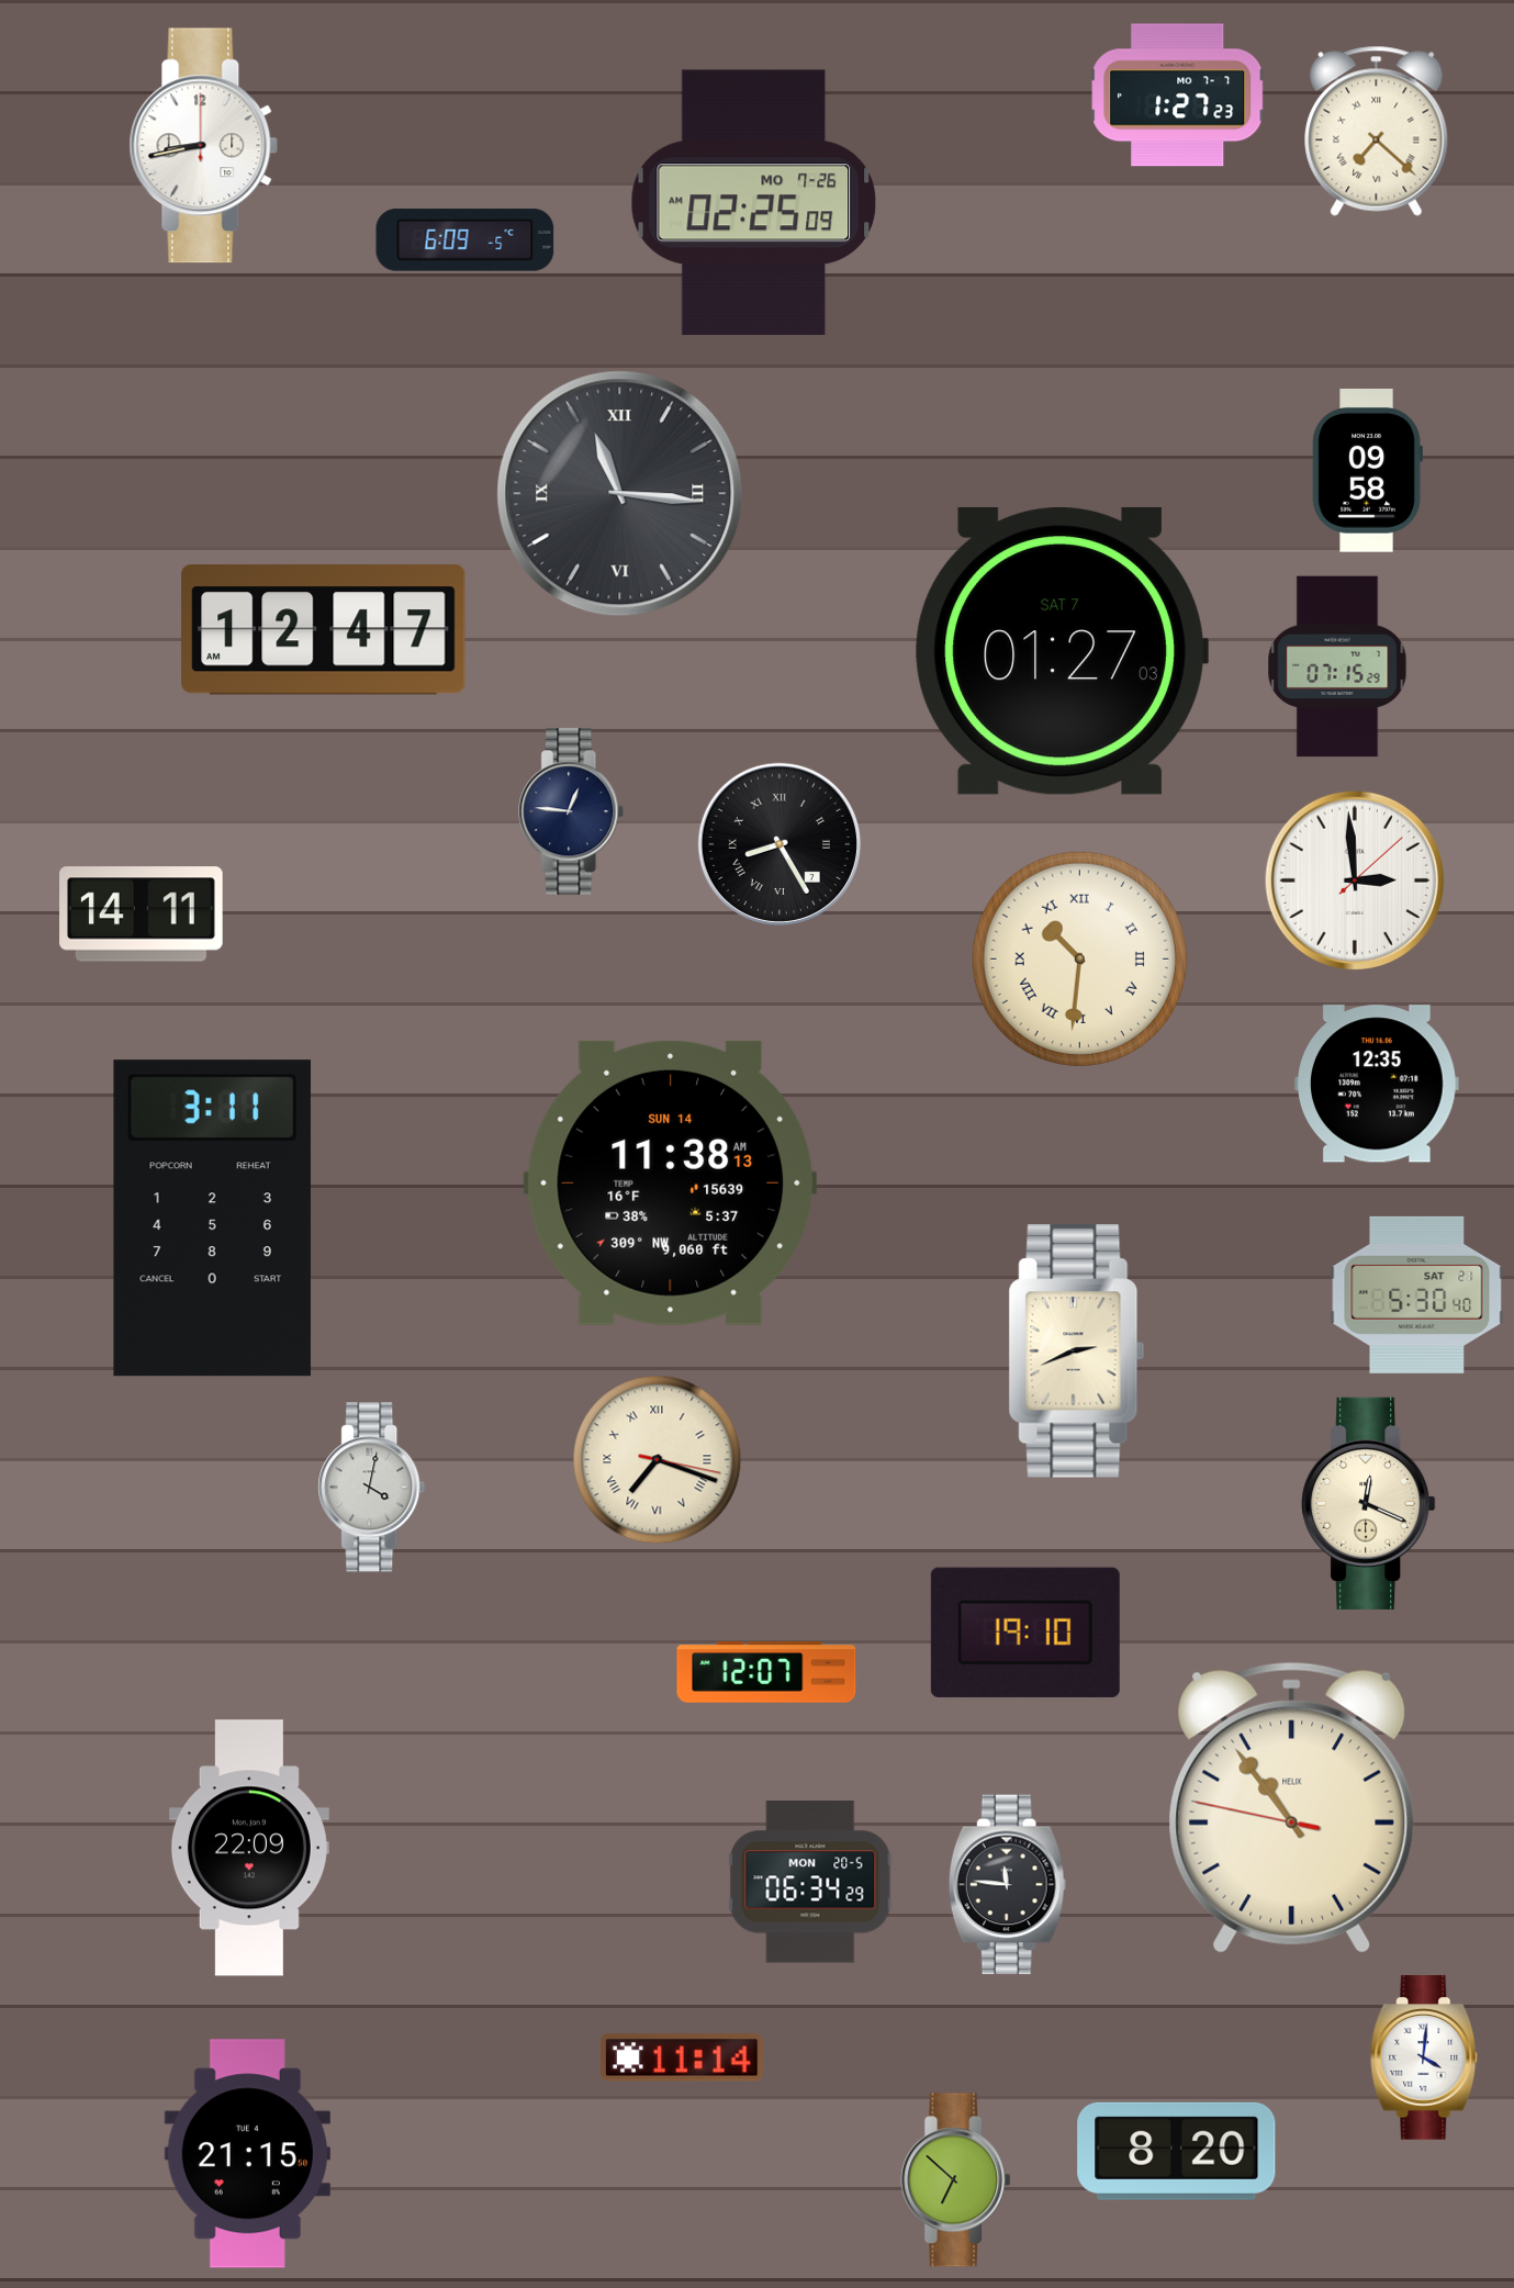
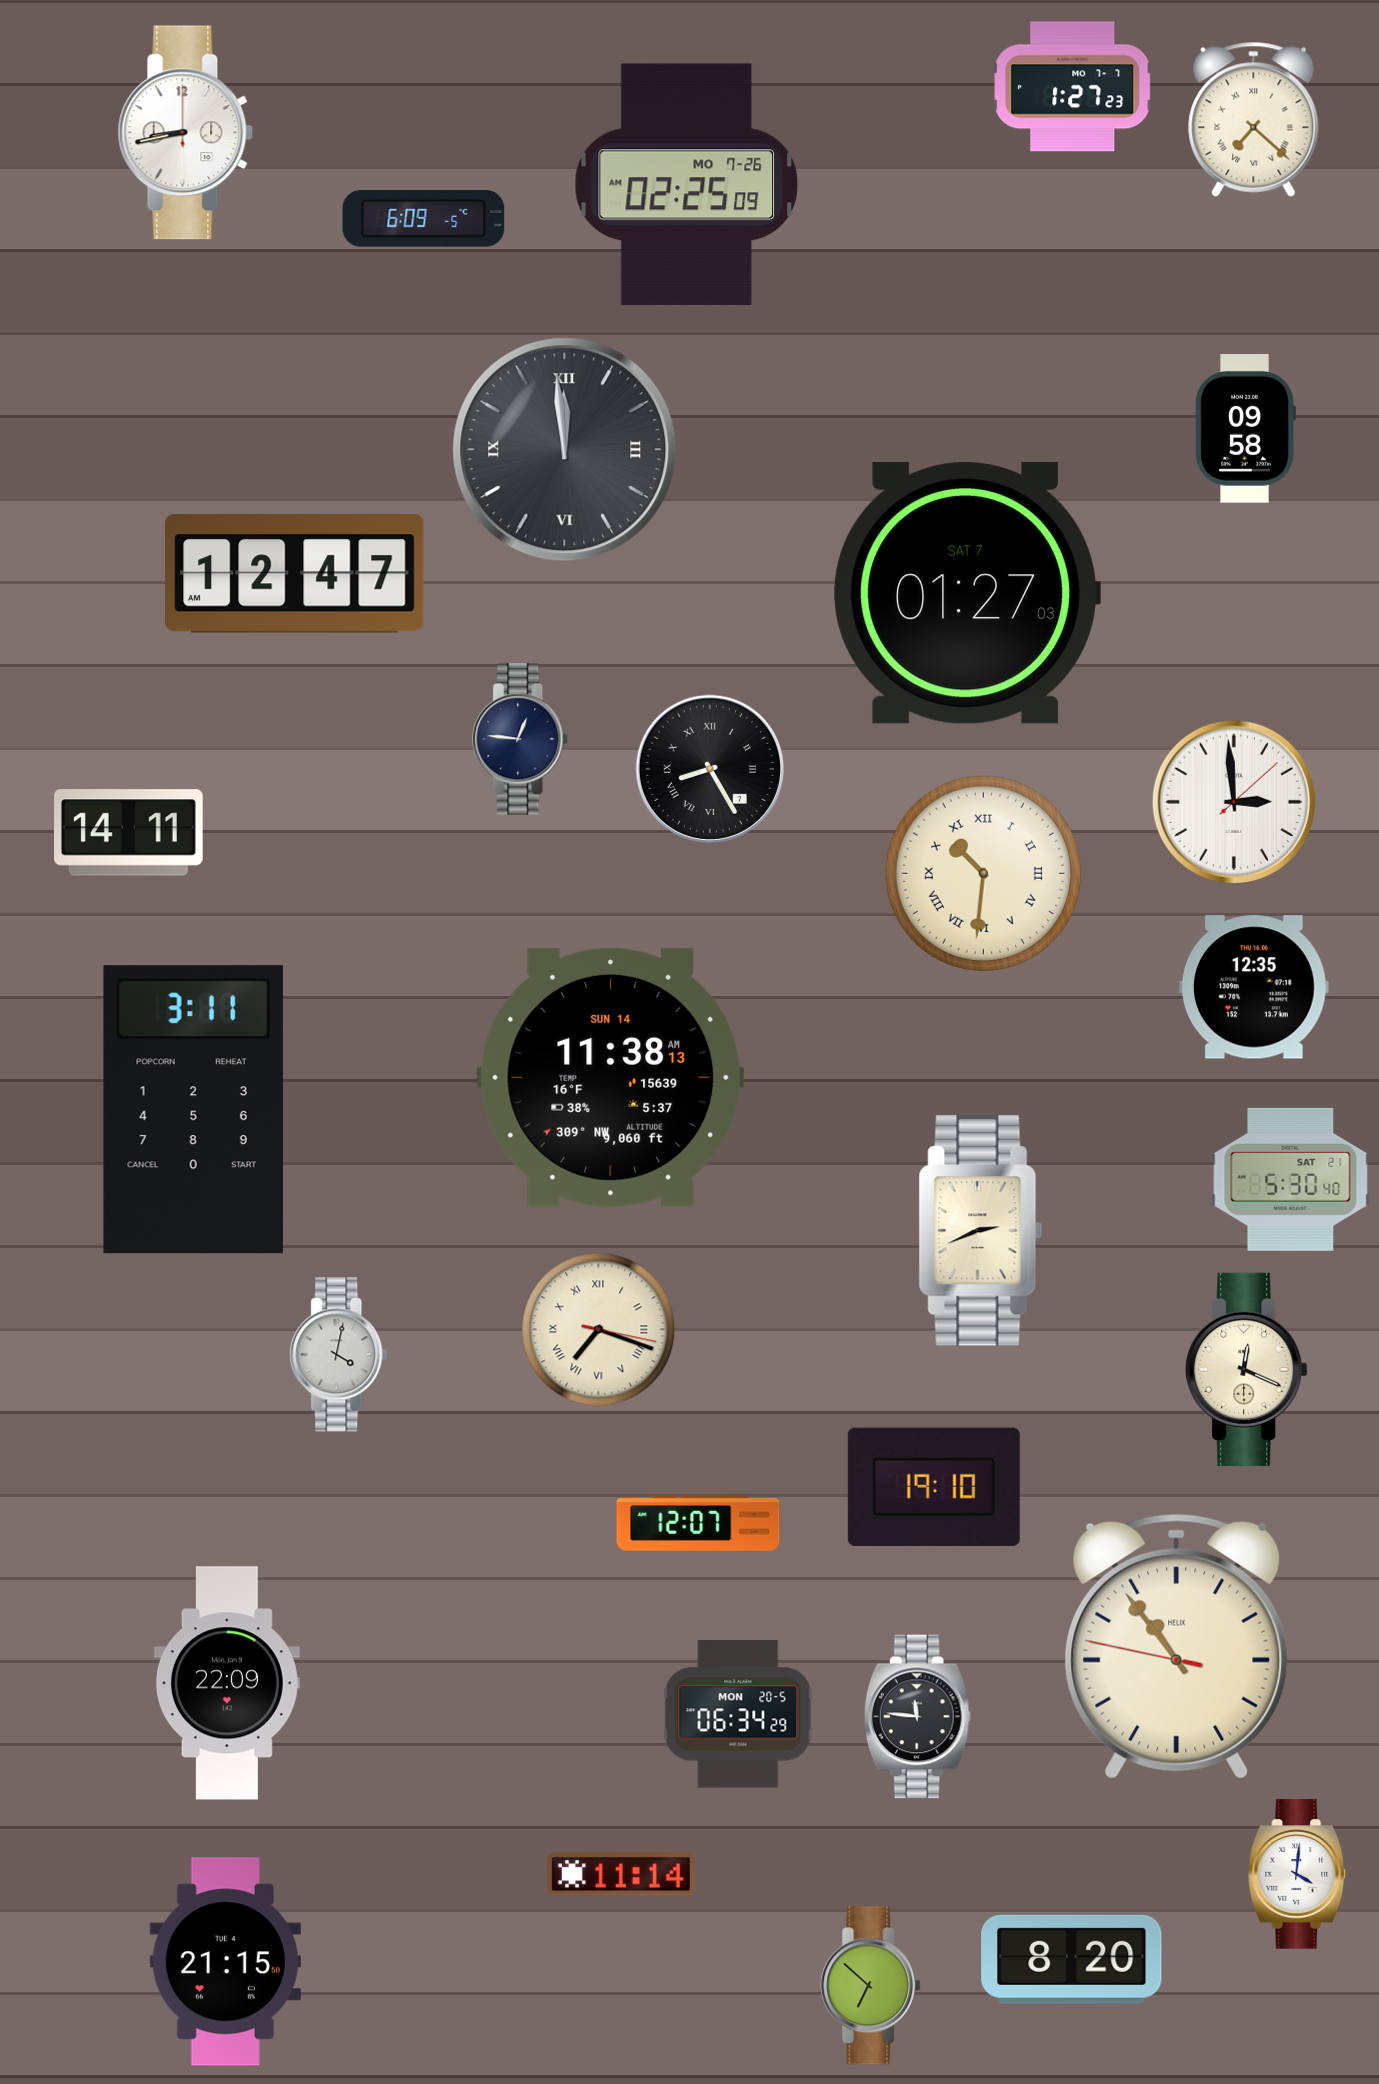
clock at (620, 494): 11:16 -> 11:59
clock at (1337, 666): 07:15 -> none
